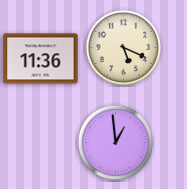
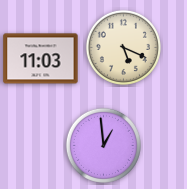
clock at (41, 59): 11:36 -> 11:03
clock at (115, 142) position: (115, 142) -> (103, 145)
